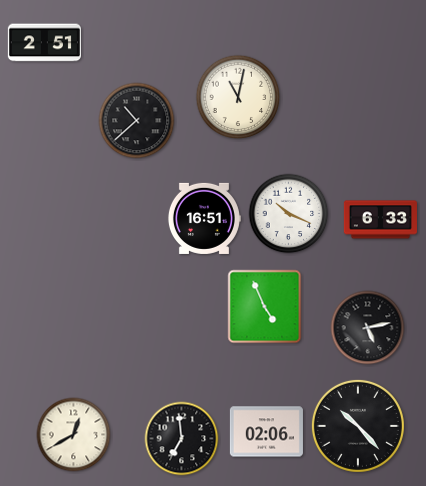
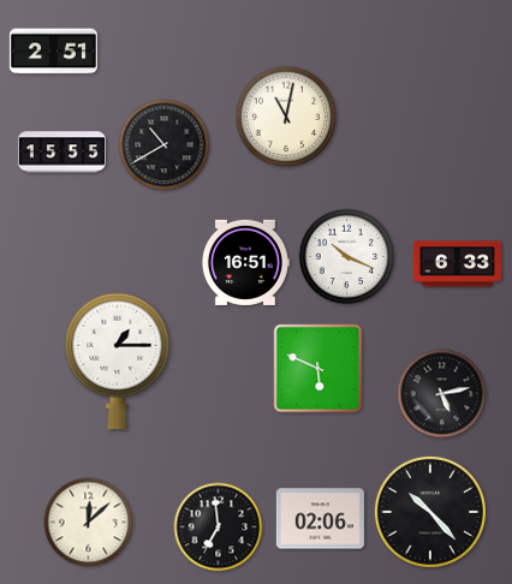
clock at (137, 121): 10:38 -> 10:40
clock at (61, 153): none -> 15:55
clock at (118, 362): none -> 1:15
clock at (265, 307): 4:56 -> 5:49
clock at (74, 435): 12:40 -> 12:08
